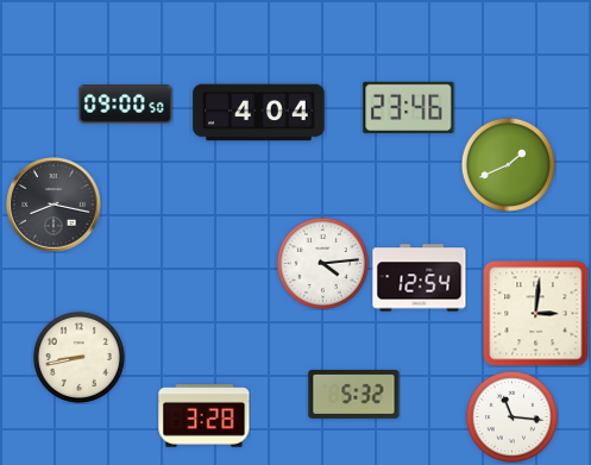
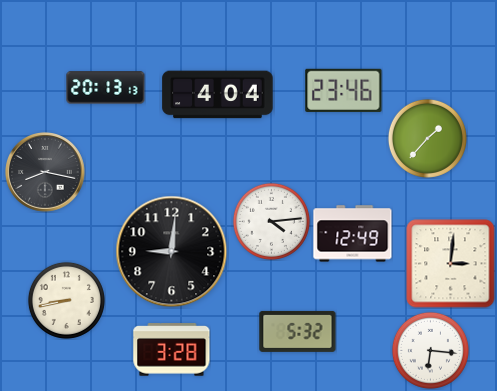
clock at (126, 105): 09:00 -> 20:13
clock at (508, 164): 1:41 -> 1:37
clock at (420, 278): 12:54 -> 12:49
clock at (172, 252): none -> 9:01
clock at (511, 416): 11:16 -> 6:16
